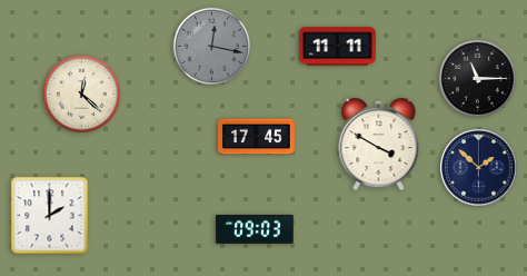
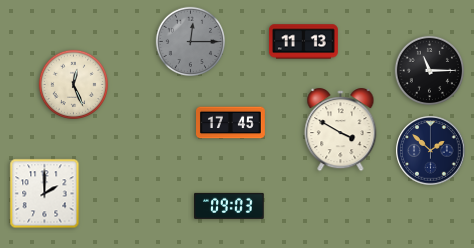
clock at (212, 46): 12:17 -> 12:15
clock at (337, 47): 11:11 -> 11:13
clock at (82, 93): 12:22 -> 12:26
